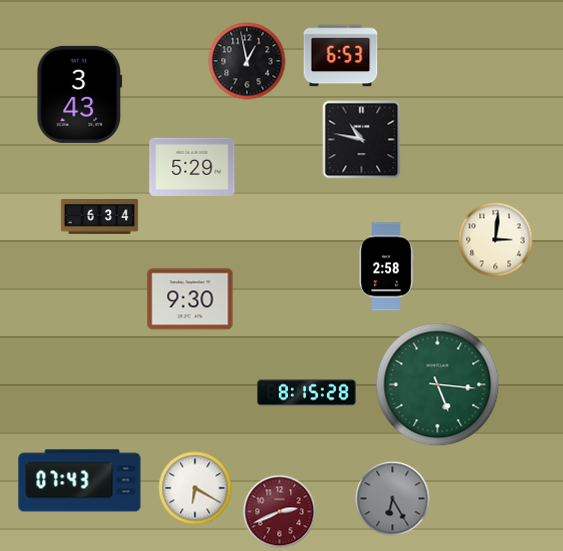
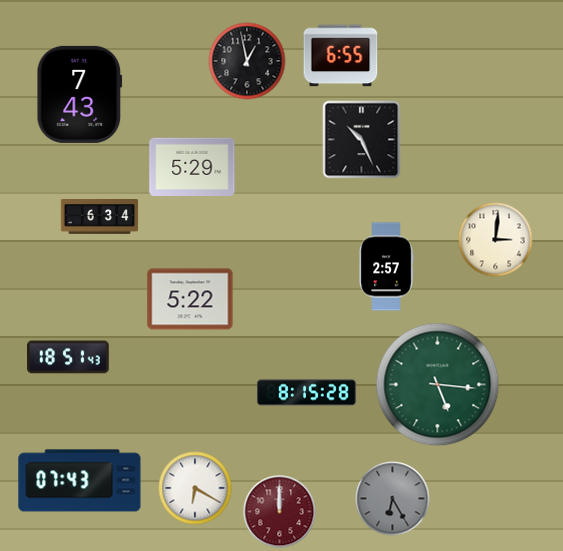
clock at (341, 56): 6:53 -> 6:55
clock at (80, 94): 3:43 -> 7:43
clock at (362, 140): 10:47 -> 10:26
clock at (386, 267): 2:58 -> 2:57
clock at (190, 299): 9:30 -> 5:22
clock at (68, 357): none -> 18:51
clock at (280, 512): 2:41 -> 12:00
